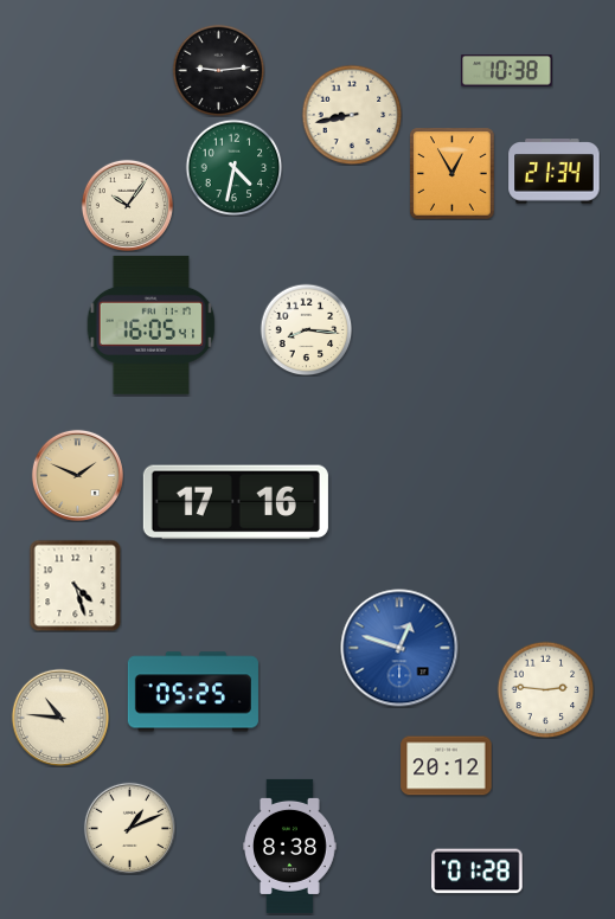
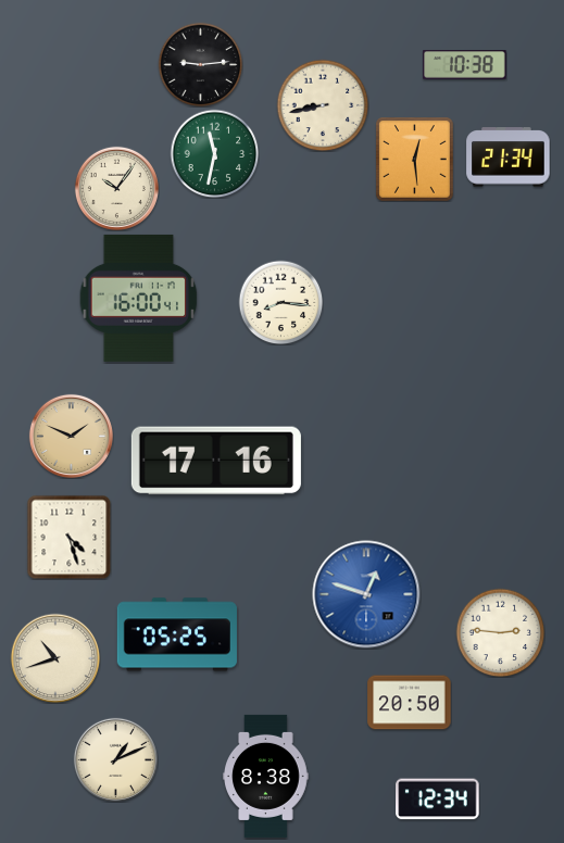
clock at (233, 167): 4:32 -> 11:32
clock at (453, 174): 12:55 -> 12:29
clock at (152, 324): 16:05 -> 16:00
clock at (60, 718): 10:46 -> 10:42
clock at (447, 766): 20:12 -> 20:50
clock at (129, 828) position: (129, 828) -> (115, 759)
clock at (478, 872): 01:28 -> 12:34
